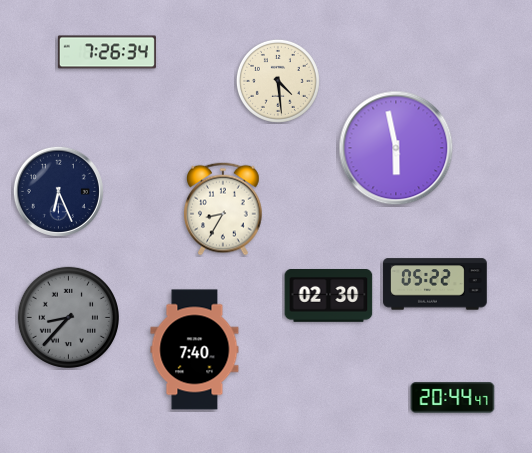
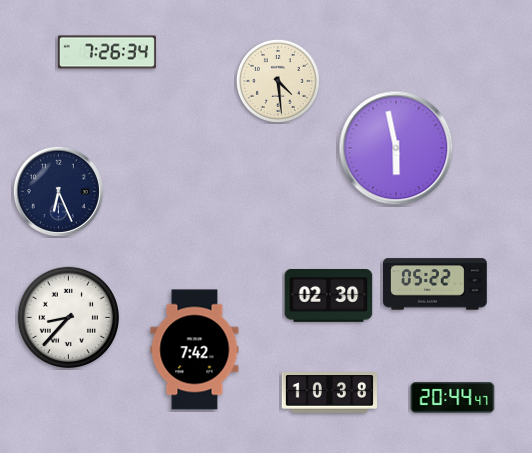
clock at (223, 209): 8:35 -> none
clock at (68, 317) dial: grey -> white
clock at (195, 350): 7:40 -> 7:42
clock at (329, 393): none -> 10:38
